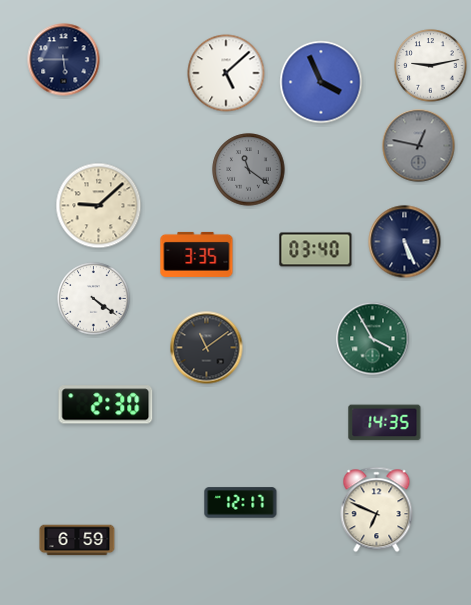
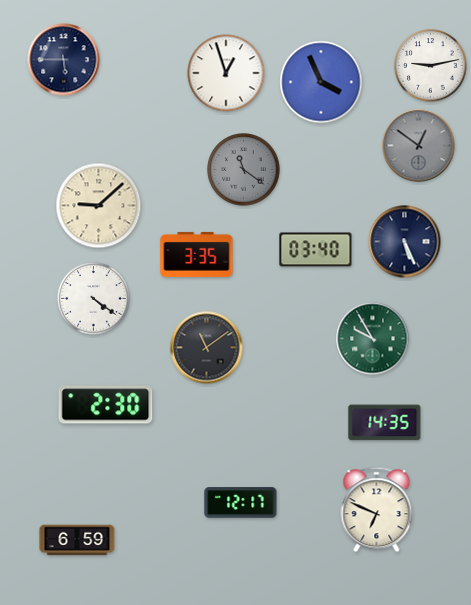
clock at (226, 73): 5:08 -> 12:57
clock at (419, 146): 12:47 -> 12:51
clock at (249, 170) position: (249, 170) -> (244, 170)
clock at (373, 339): 3:55 -> 9:55
